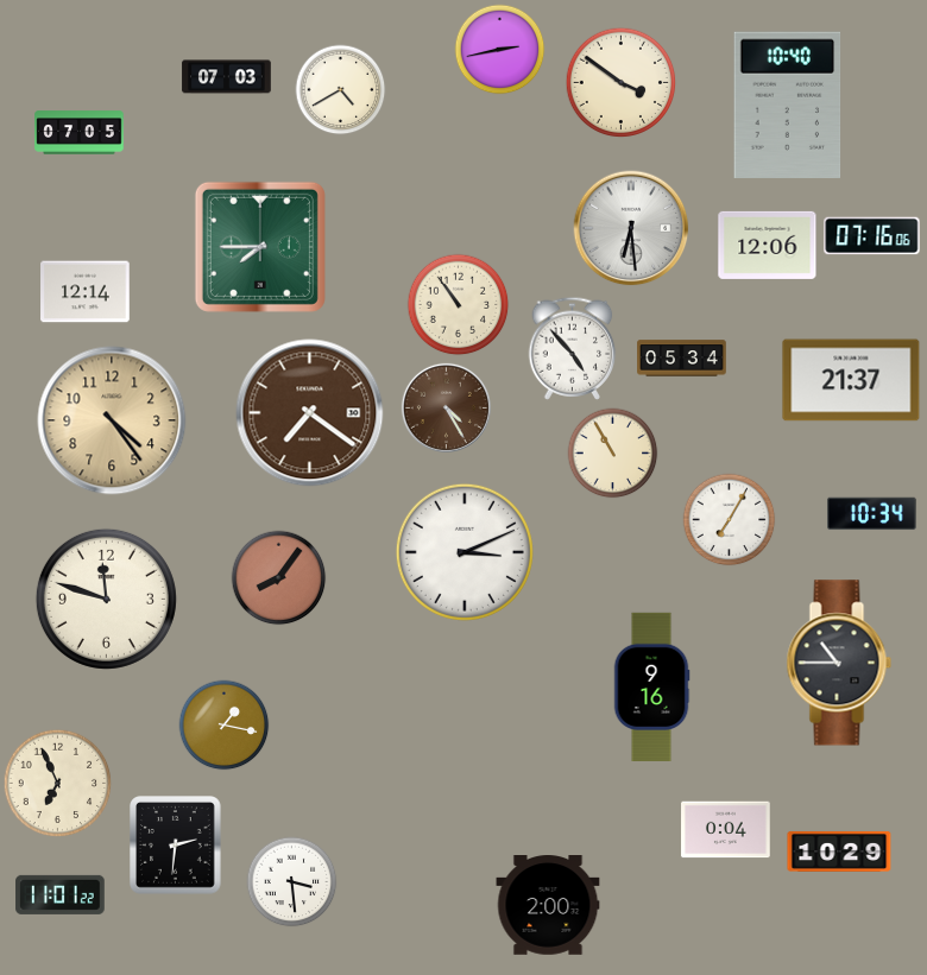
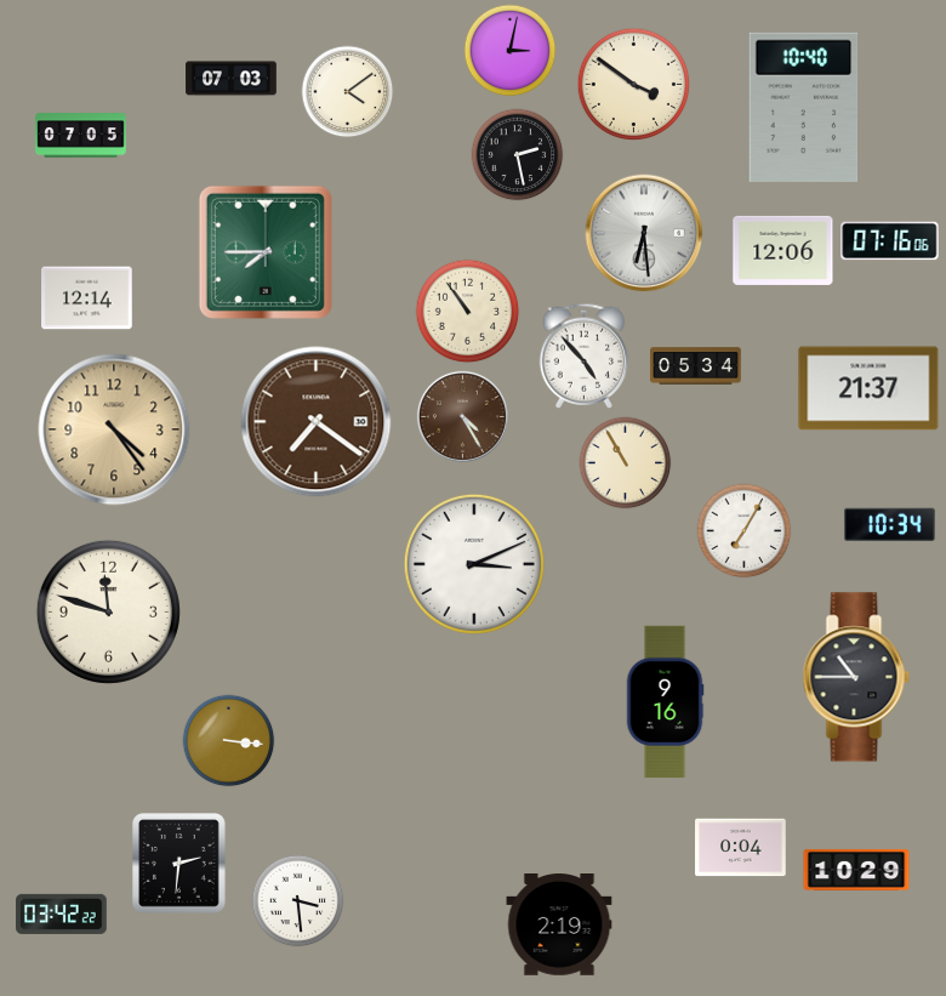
clock at (500, 50): 2:43 -> 3:02
clock at (341, 90): 4:40 -> 4:09
clock at (518, 155): none -> 2:28
clock at (446, 407) position: (446, 407) -> (462, 416)
clock at (279, 578): 8:06 -> none
clock at (225, 726): 1:17 -> 3:16
clock at (58, 784): 6:56 -> none
clock at (61, 894): 11:01 -> 03:42
clock at (548, 906): 2:00 -> 2:19
